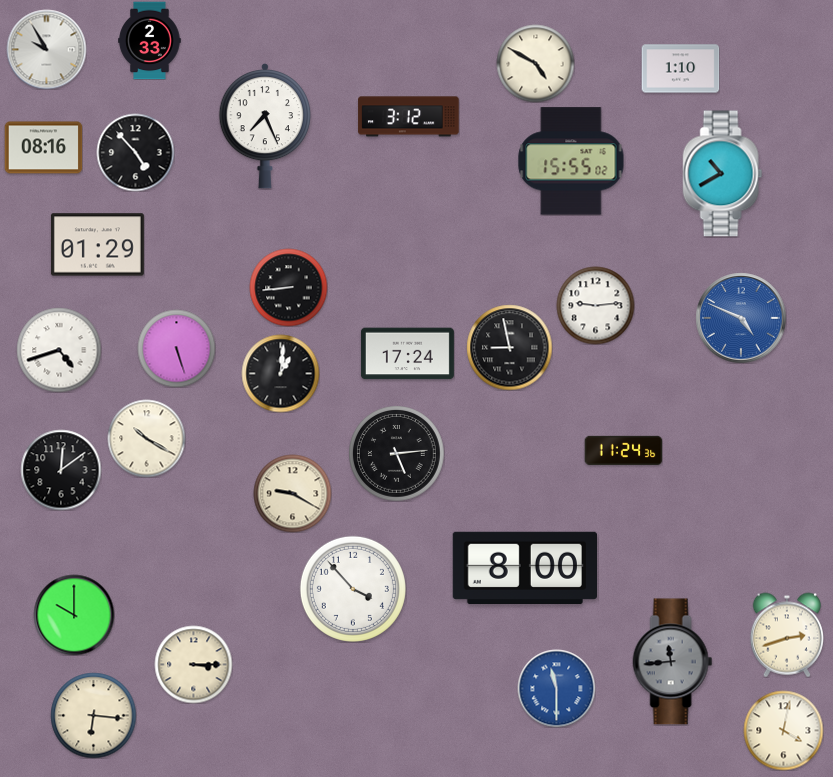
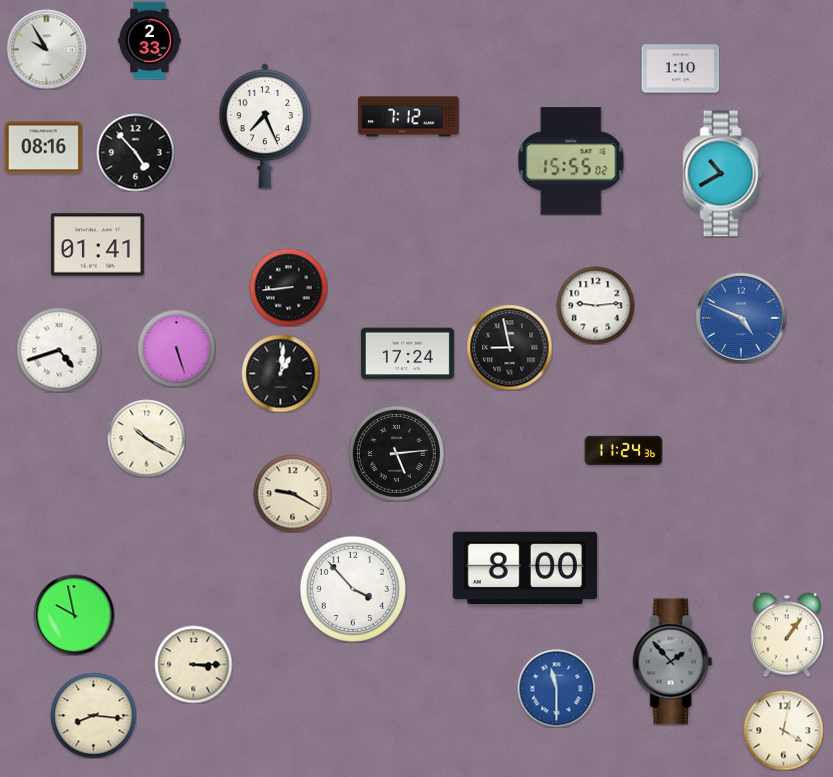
clock at (535, 63): 4:50 -> none
clock at (409, 117): 3:12 -> 7:12
clock at (97, 245): 01:29 -> 01:41
clock at (61, 470): 12:09 -> none
clock at (74, 615): 10:00 -> 9:58
clock at (786, 635): 2:42 -> 1:06
clock at (673, 662): 11:44 -> 1:53
clock at (93, 715): 6:16 -> 8:16
